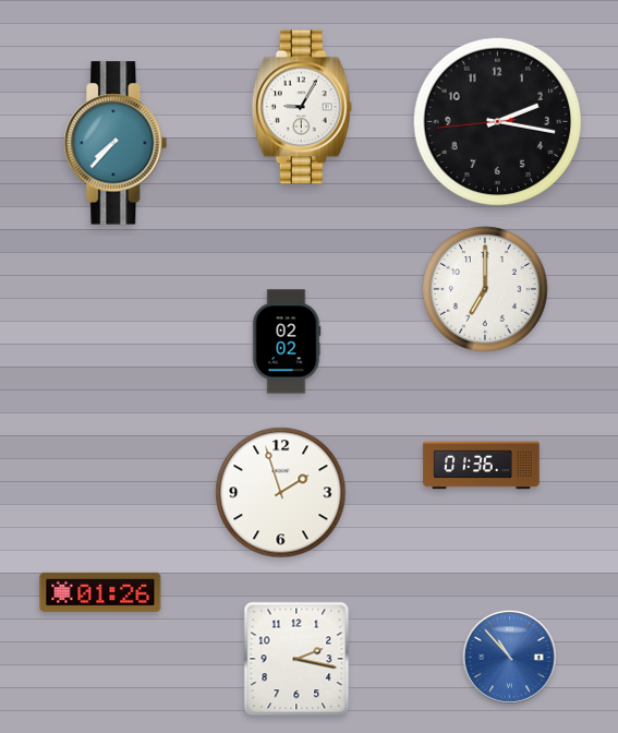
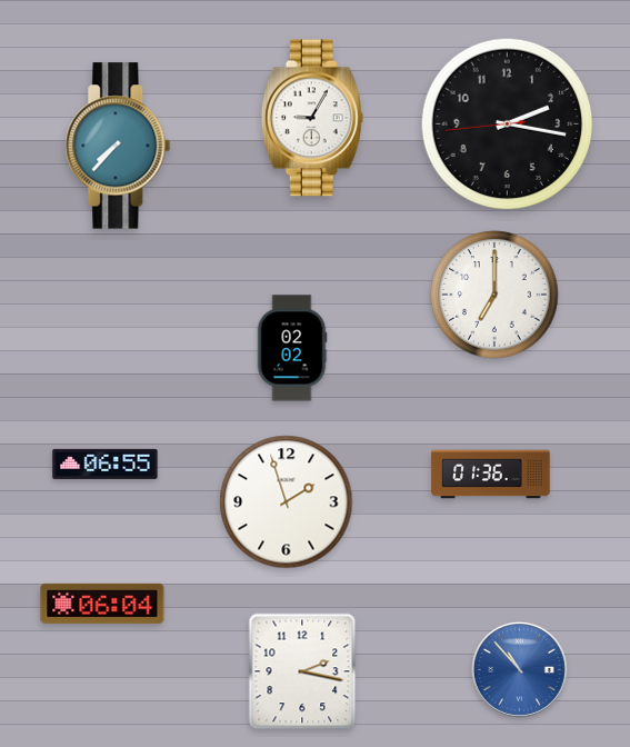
clock at (302, 107) position: (302, 107) -> (312, 118)
clock at (106, 464): none -> 06:55
clock at (100, 592): 01:26 -> 06:04
